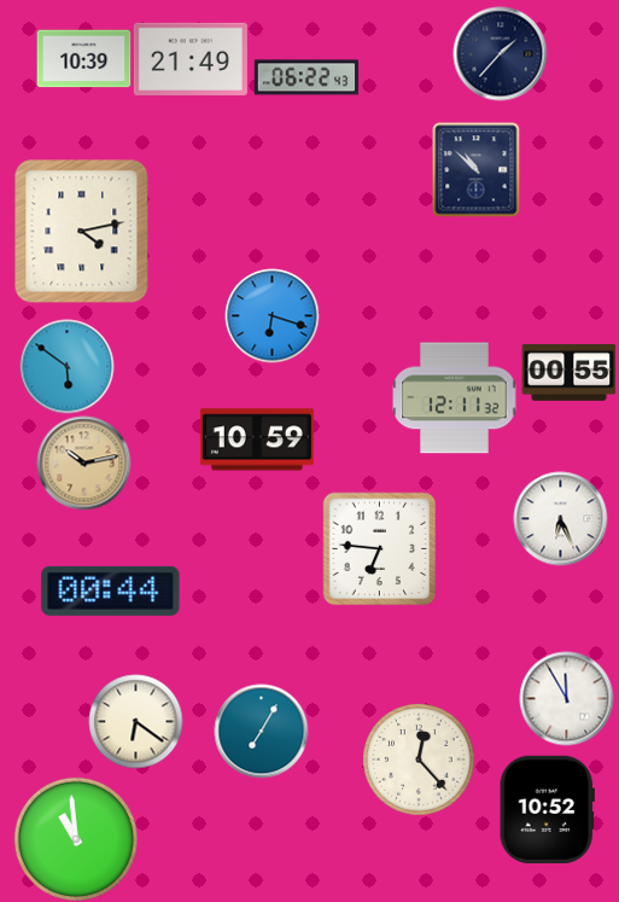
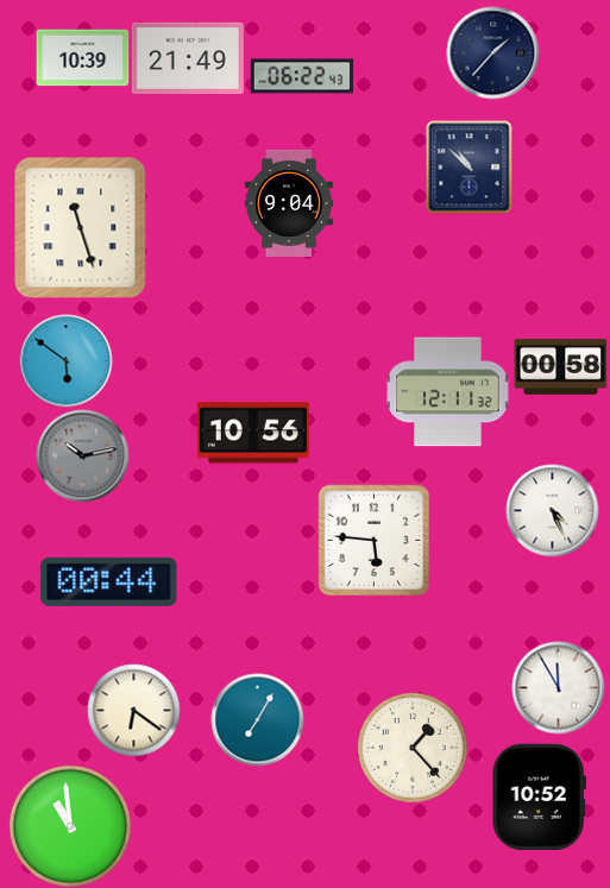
clock at (289, 202): none -> 9:04
clock at (82, 231): 4:13 -> 11:27
clock at (271, 315): 6:18 -> none
clock at (568, 372): 00:55 -> 00:58
clock at (257, 440): 10:59 -> 10:56
clock at (83, 462) dial: champagne -> grey
clock at (560, 518): 6:26 -> 4:26
clock at (379, 548): 6:46 -> 5:46
clock at (419, 760): 12:23 -> 1:23
clock at (76, 839) position: (76, 839) -> (70, 826)
